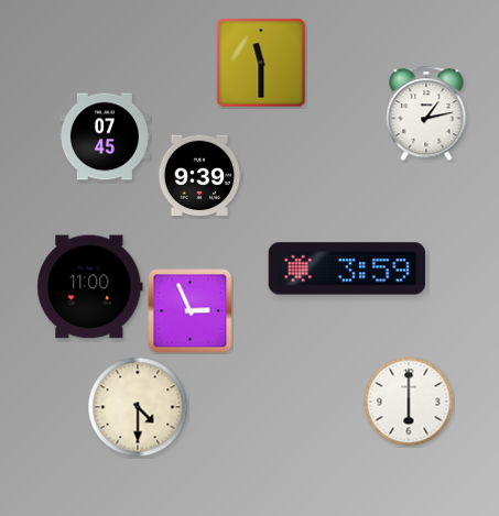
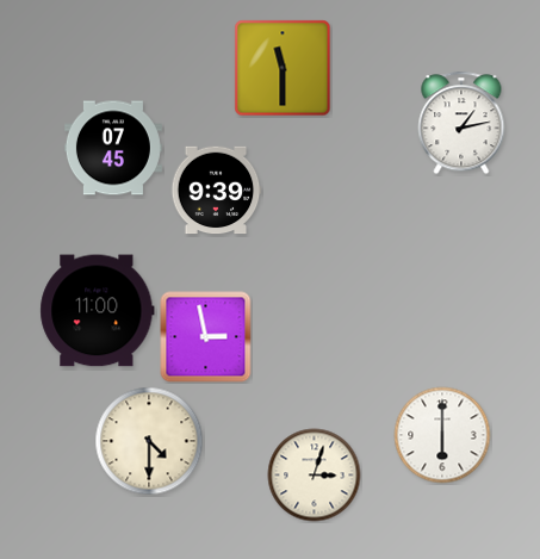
clock at (347, 268): 3:59 -> none
clock at (191, 311): 2:56 -> 2:58
clock at (315, 476): none -> 3:03
